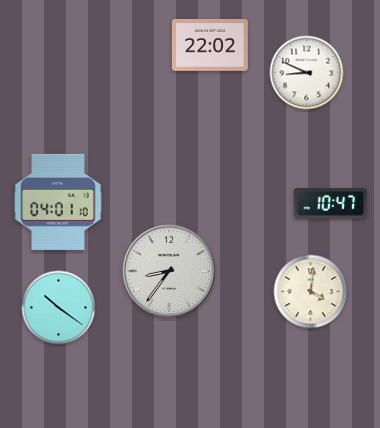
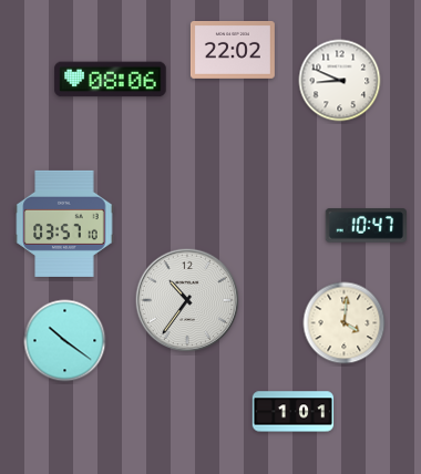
clock at (111, 80): none -> 08:06
clock at (58, 202): 04:01 -> 03:57
clock at (169, 271): 8:36 -> 10:36
clock at (294, 412): none -> 1:01
